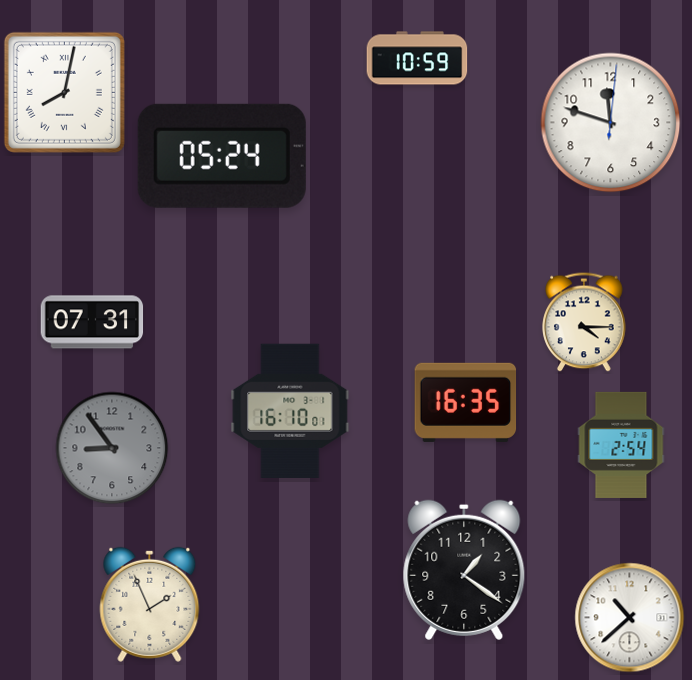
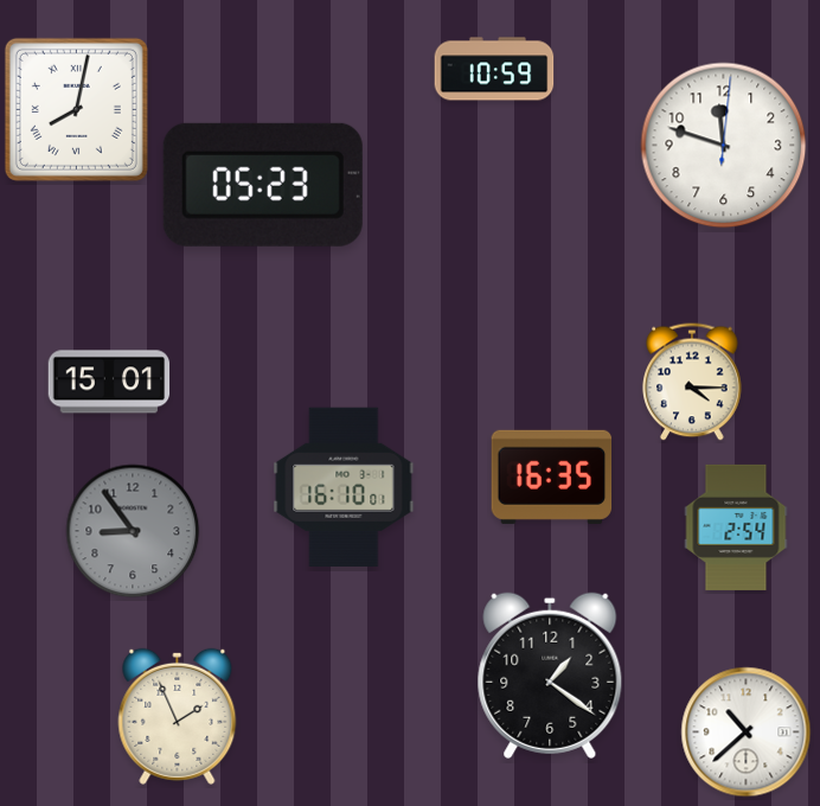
clock at (222, 156): 05:24 -> 05:23
clock at (92, 322): 07:31 -> 15:01
